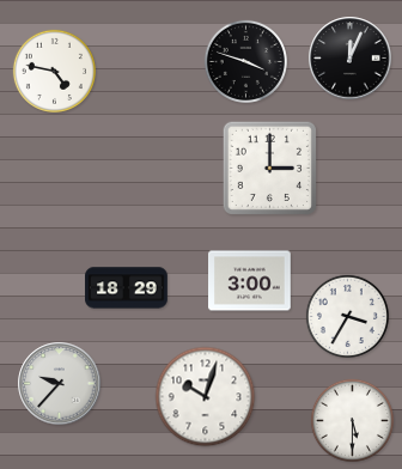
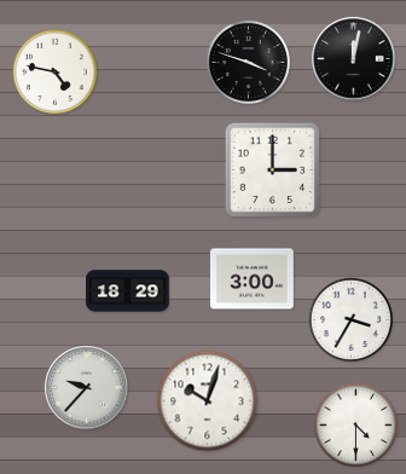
clock at (351, 59): 12:04 -> 12:02
clock at (250, 281) position: (250, 281) -> (253, 279)
clock at (60, 384) position: (60, 384) -> (87, 388)
clock at (352, 420): 5:30 -> 4:30
